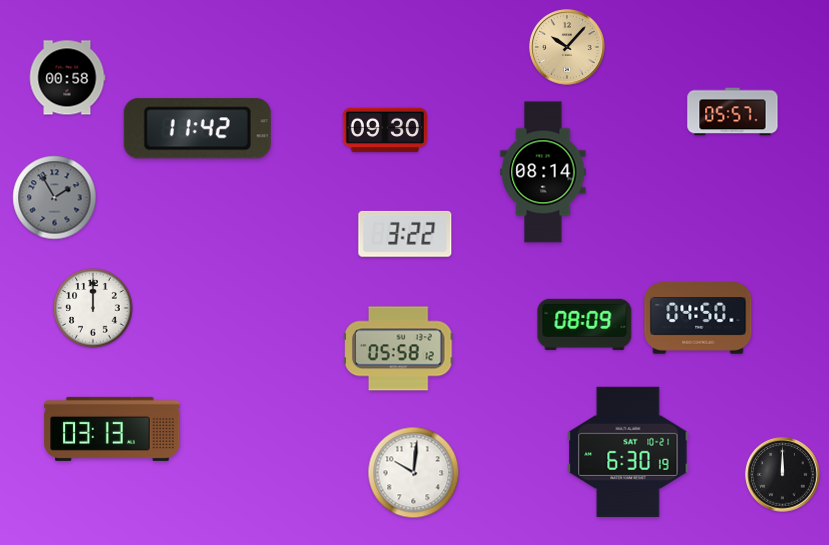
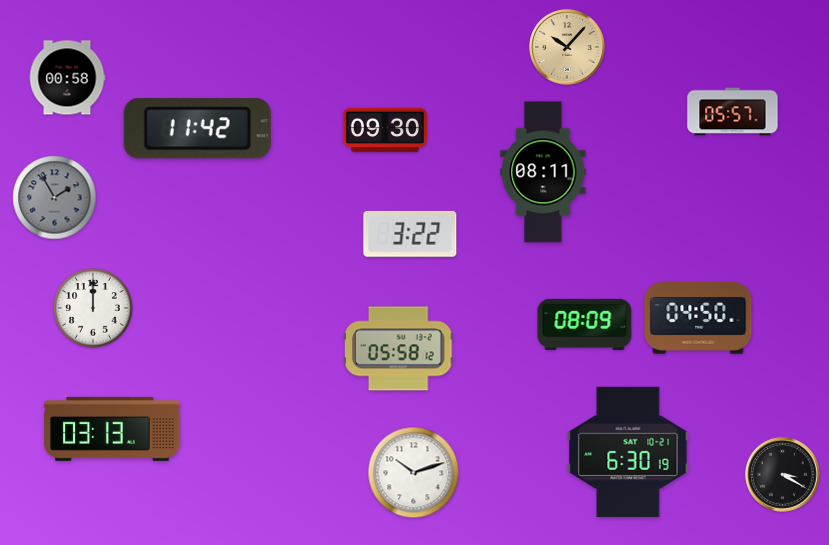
clock at (543, 172): 08:14 -> 08:11
clock at (405, 234) position: (405, 234) -> (410, 234)
clock at (414, 473): 10:01 -> 10:12
clock at (783, 475): 12:00 -> 3:20
